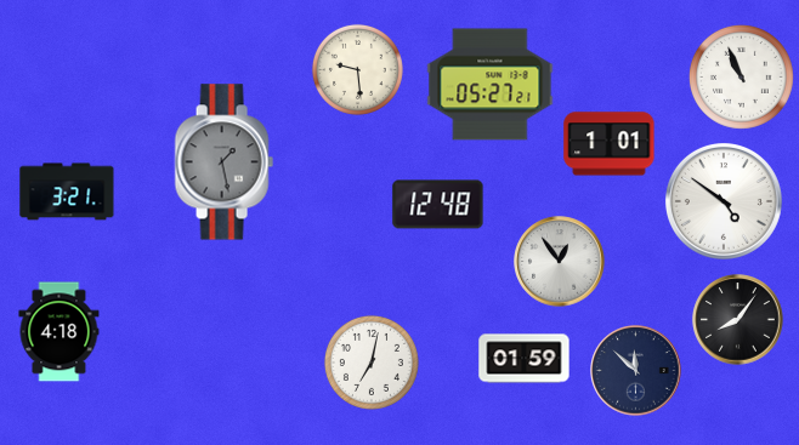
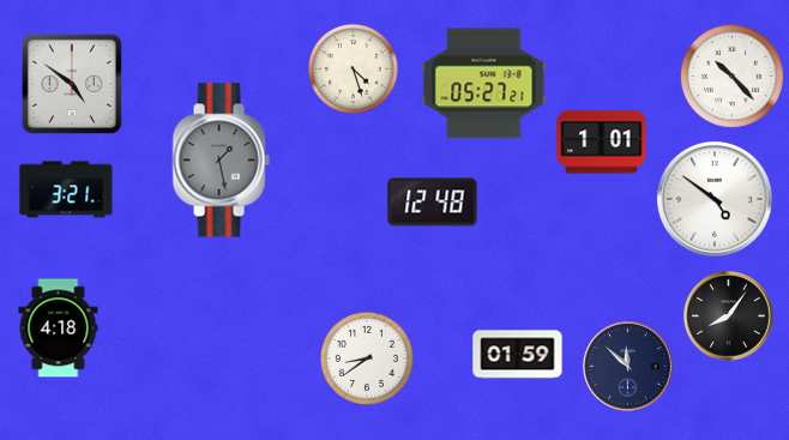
clock at (357, 69): 9:29 -> 4:27
clock at (742, 78): 10:56 -> 10:23
clock at (72, 84): none -> 4:51
clock at (560, 262): 12:54 -> none
clock at (372, 363): 7:02 -> 8:39
